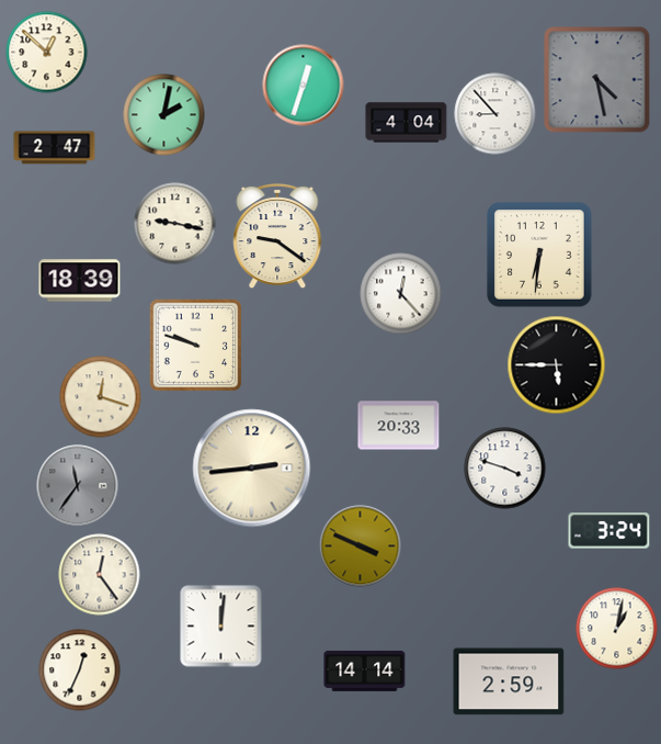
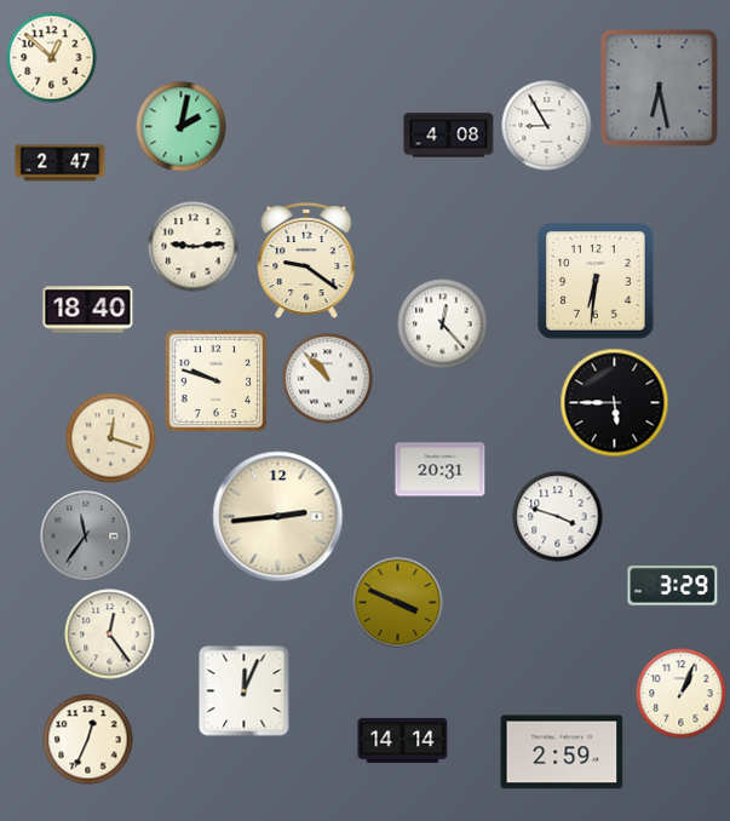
clock at (597, 80): 4:28 -> 6:28
clock at (304, 86): 12:33 -> none
clock at (495, 114): 8:53 -> 8:55
clock at (407, 123): 4:04 -> 4:08
clock at (175, 224): 9:17 -> 9:14
clock at (80, 281): 18:39 -> 18:40
clock at (328, 379): none -> 10:53
clock at (399, 426): 20:33 -> 20:31
clock at (609, 531): 3:24 -> 3:29
clock at (221, 627): 12:01 -> 12:04
clock at (617, 629): 1:02 -> 1:04
